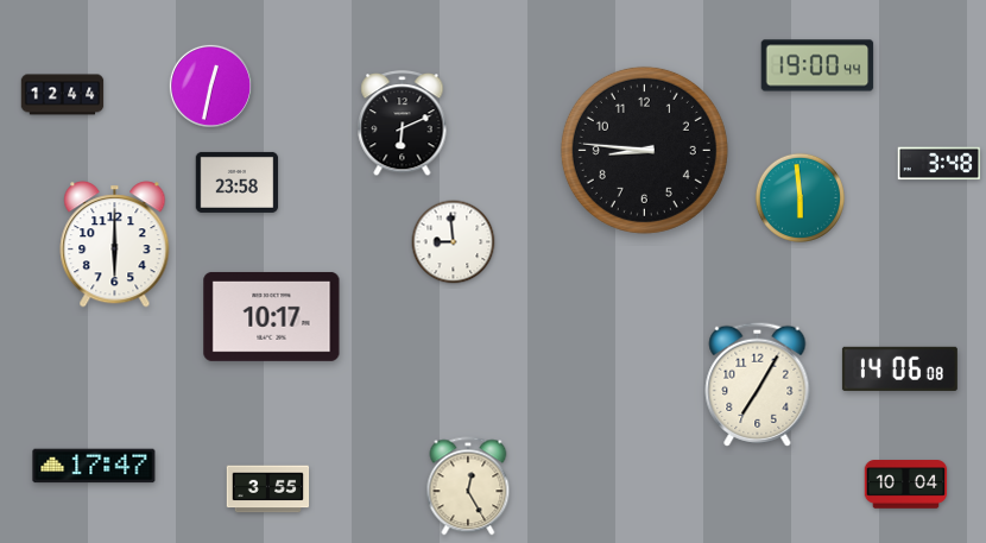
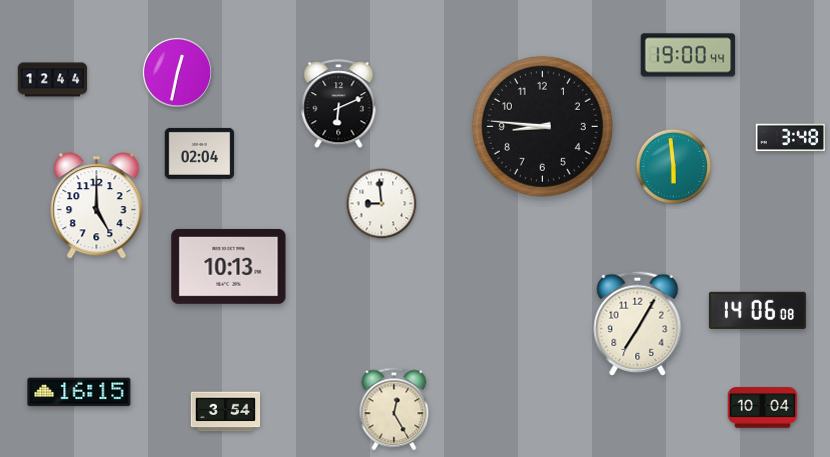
clock at (238, 182): 23:58 -> 02:04
clock at (115, 245): 6:00 -> 5:00
clock at (272, 316): 10:17 -> 10:13
clock at (94, 466): 17:47 -> 16:15
clock at (268, 490): 3:55 -> 3:54
